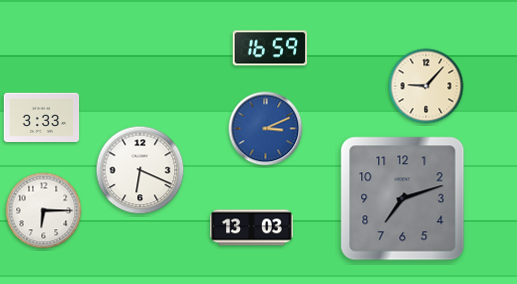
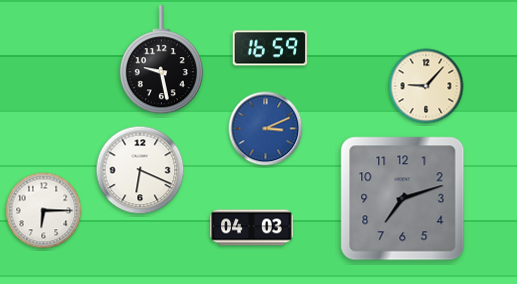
clock at (161, 60): none -> 9:28
clock at (42, 117): 3:33 -> none
clock at (252, 228): 13:03 -> 04:03
